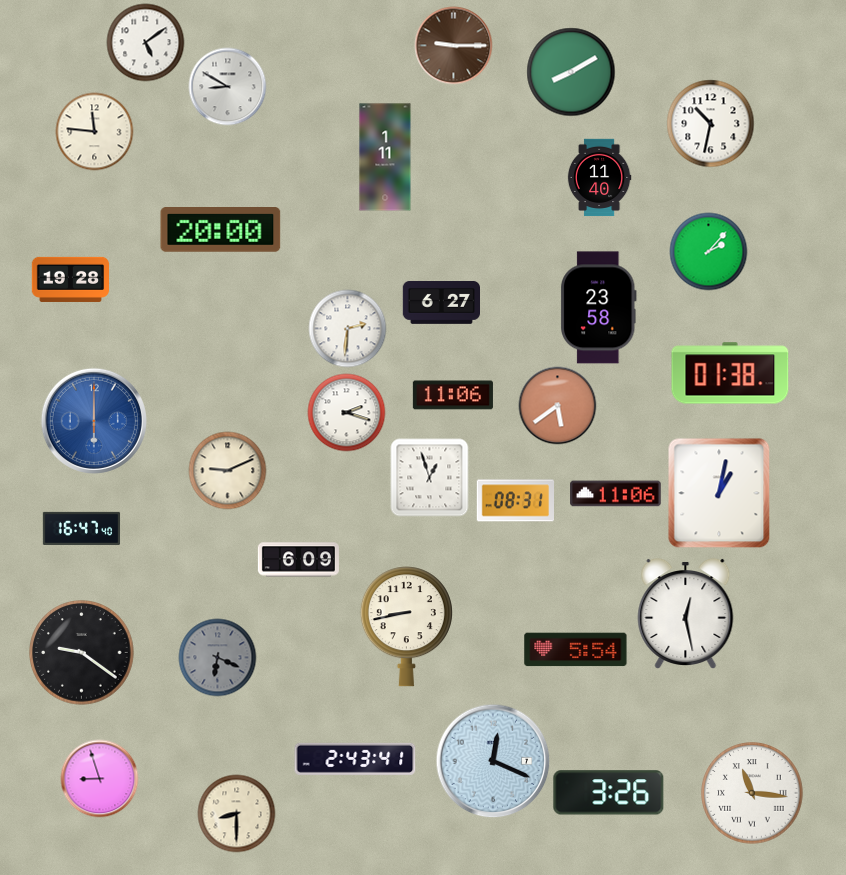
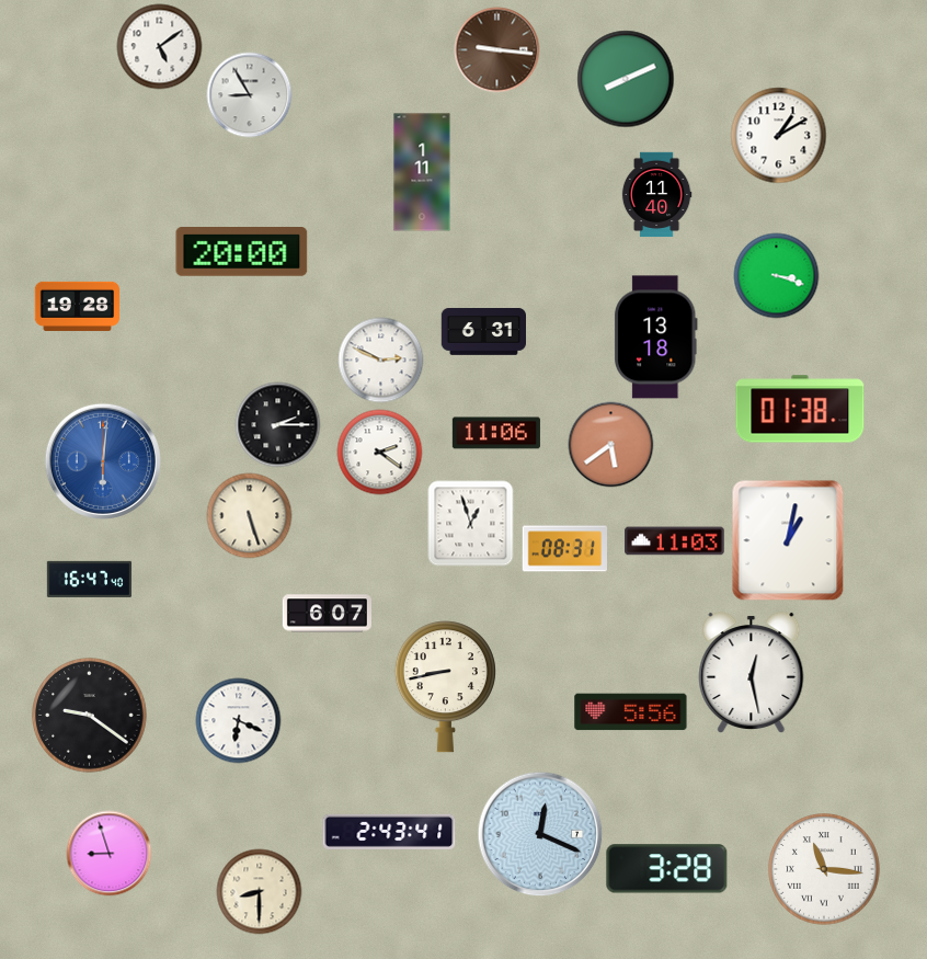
clock at (453, 45): 9:15 -> 9:16
clock at (571, 72): 8:10 -> 8:11
clock at (227, 86): 8:50 -> 8:55
clock at (710, 123): 10:32 -> 1:10
clock at (94, 131): 11:46 -> none
clock at (708, 251): 2:07 -> 3:18
clock at (441, 303): 6:27 -> 6:31
clock at (598, 308): 23:58 -> 13:18
clock at (347, 328): 2:31 -> 2:49
clock at (277, 424): none -> 2:15
clock at (346, 412): 2:18 -> 2:21
clock at (94, 421): 6:00 -> 6:01
clock at (227, 470): 9:11 -> 5:27
clock at (616, 494): 11:06 -> 11:03
clock at (298, 560): 6:09 -> 6:07
clock at (576, 650): 5:54 -> 5:56
clock at (217, 657) dial: grey -> white
clock at (609, 793): 3:26 -> 3:28
